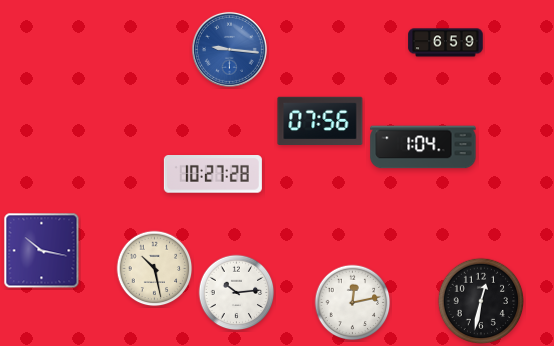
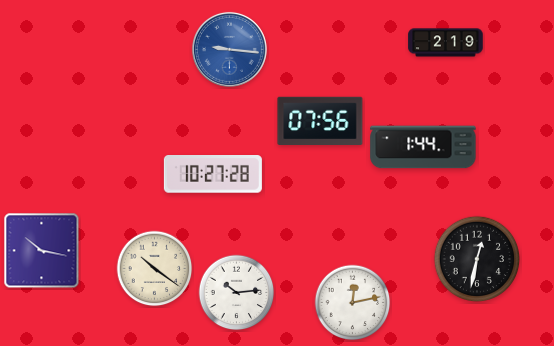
clock at (446, 43): 6:59 -> 2:19
clock at (423, 147): 1:04 -> 1:44
clock at (155, 269): 10:28 -> 10:21
clock at (481, 301) position: (481, 301) -> (477, 259)
